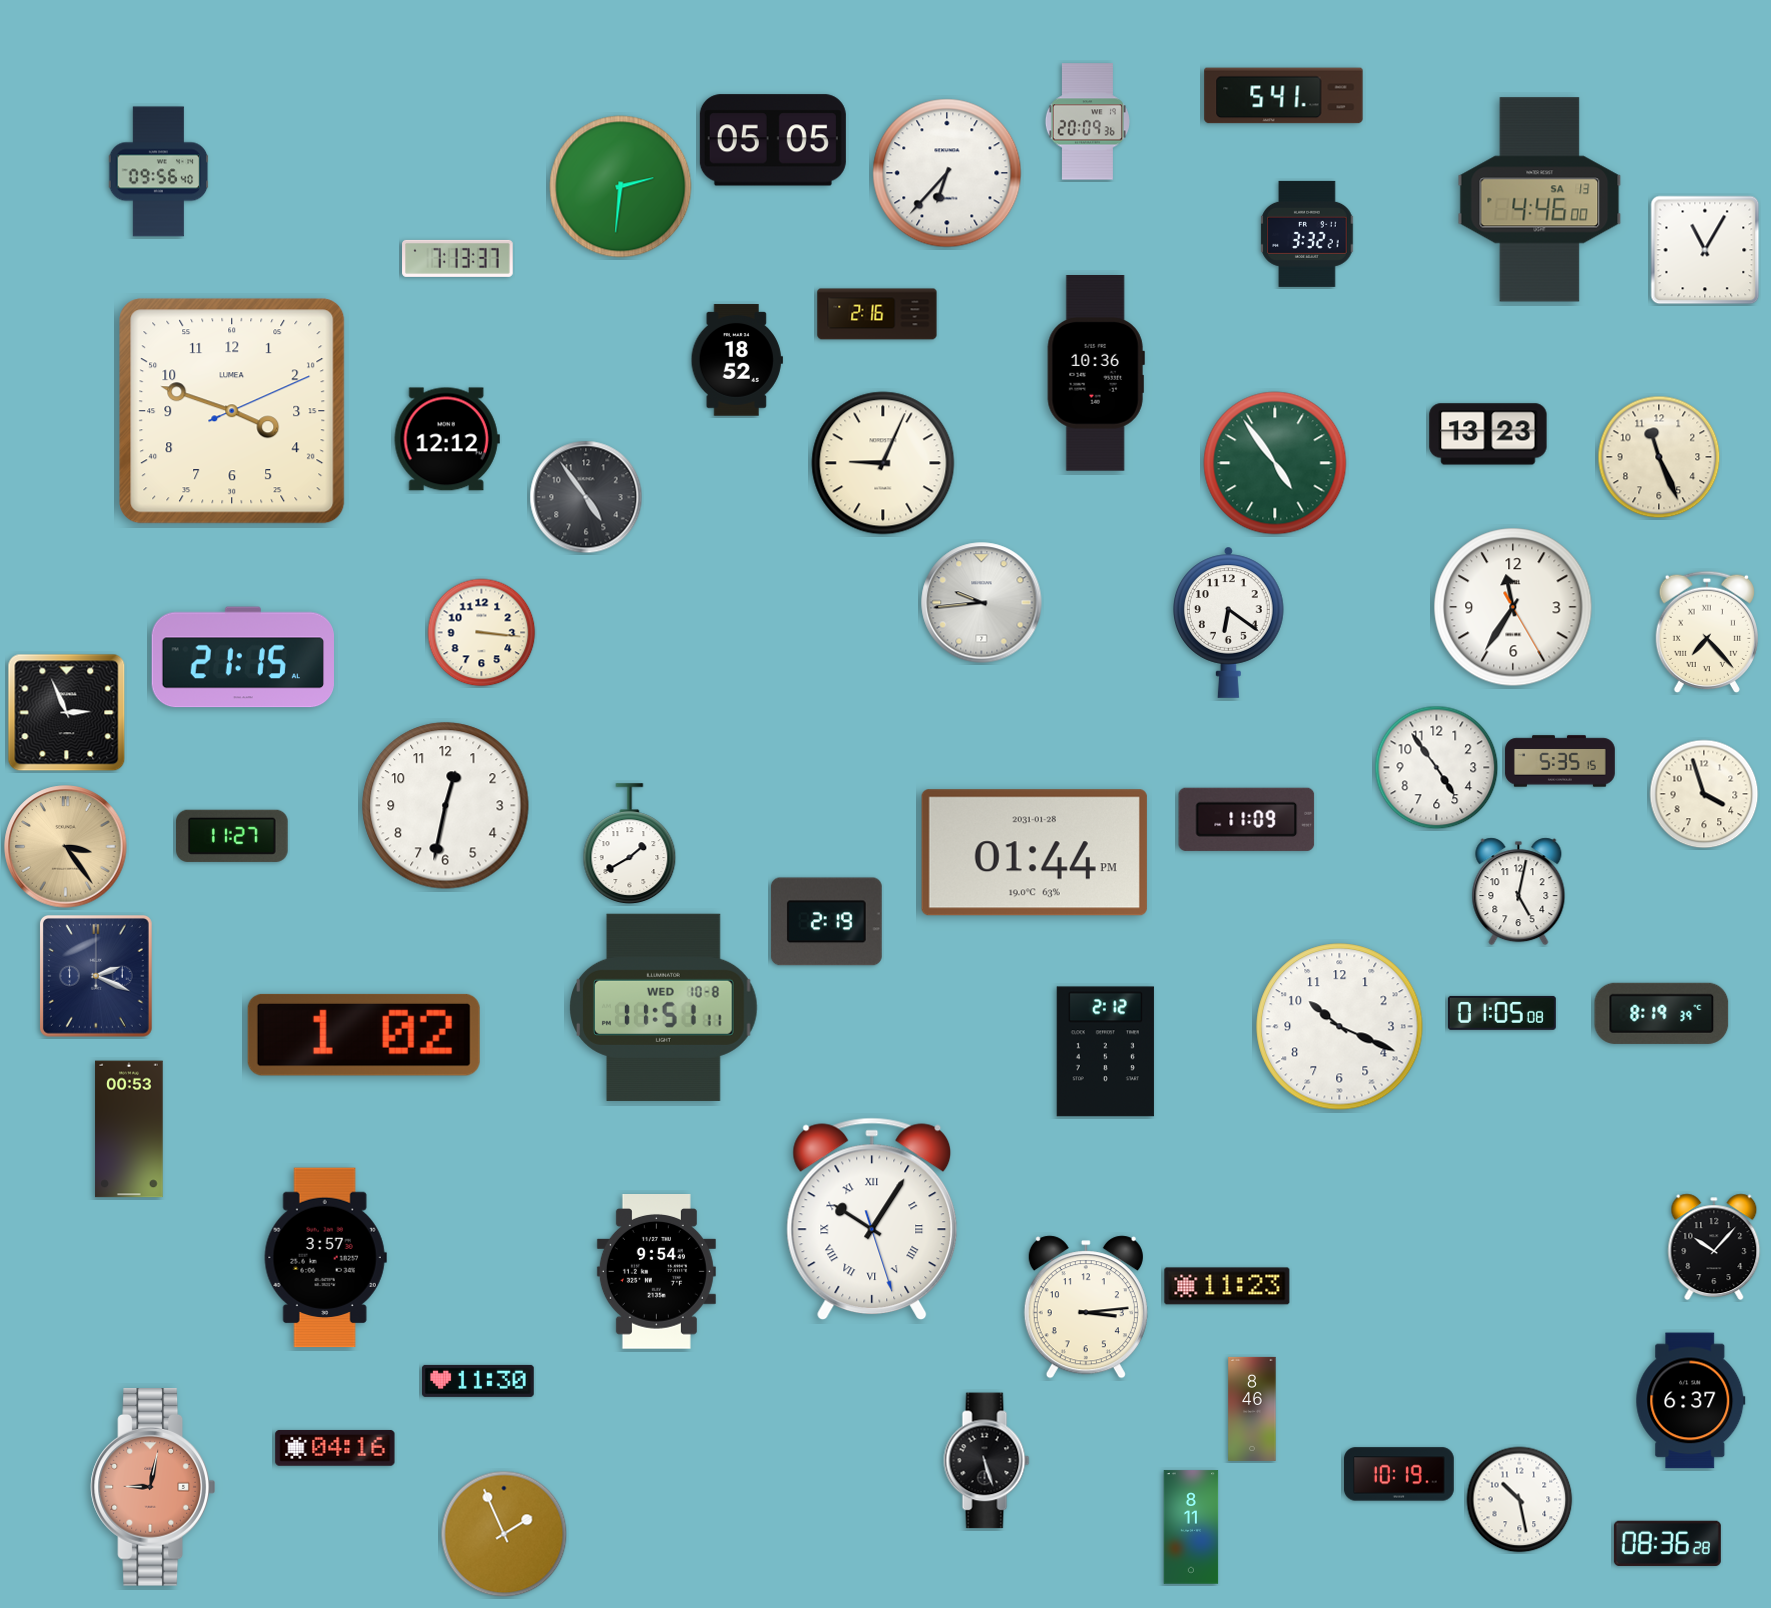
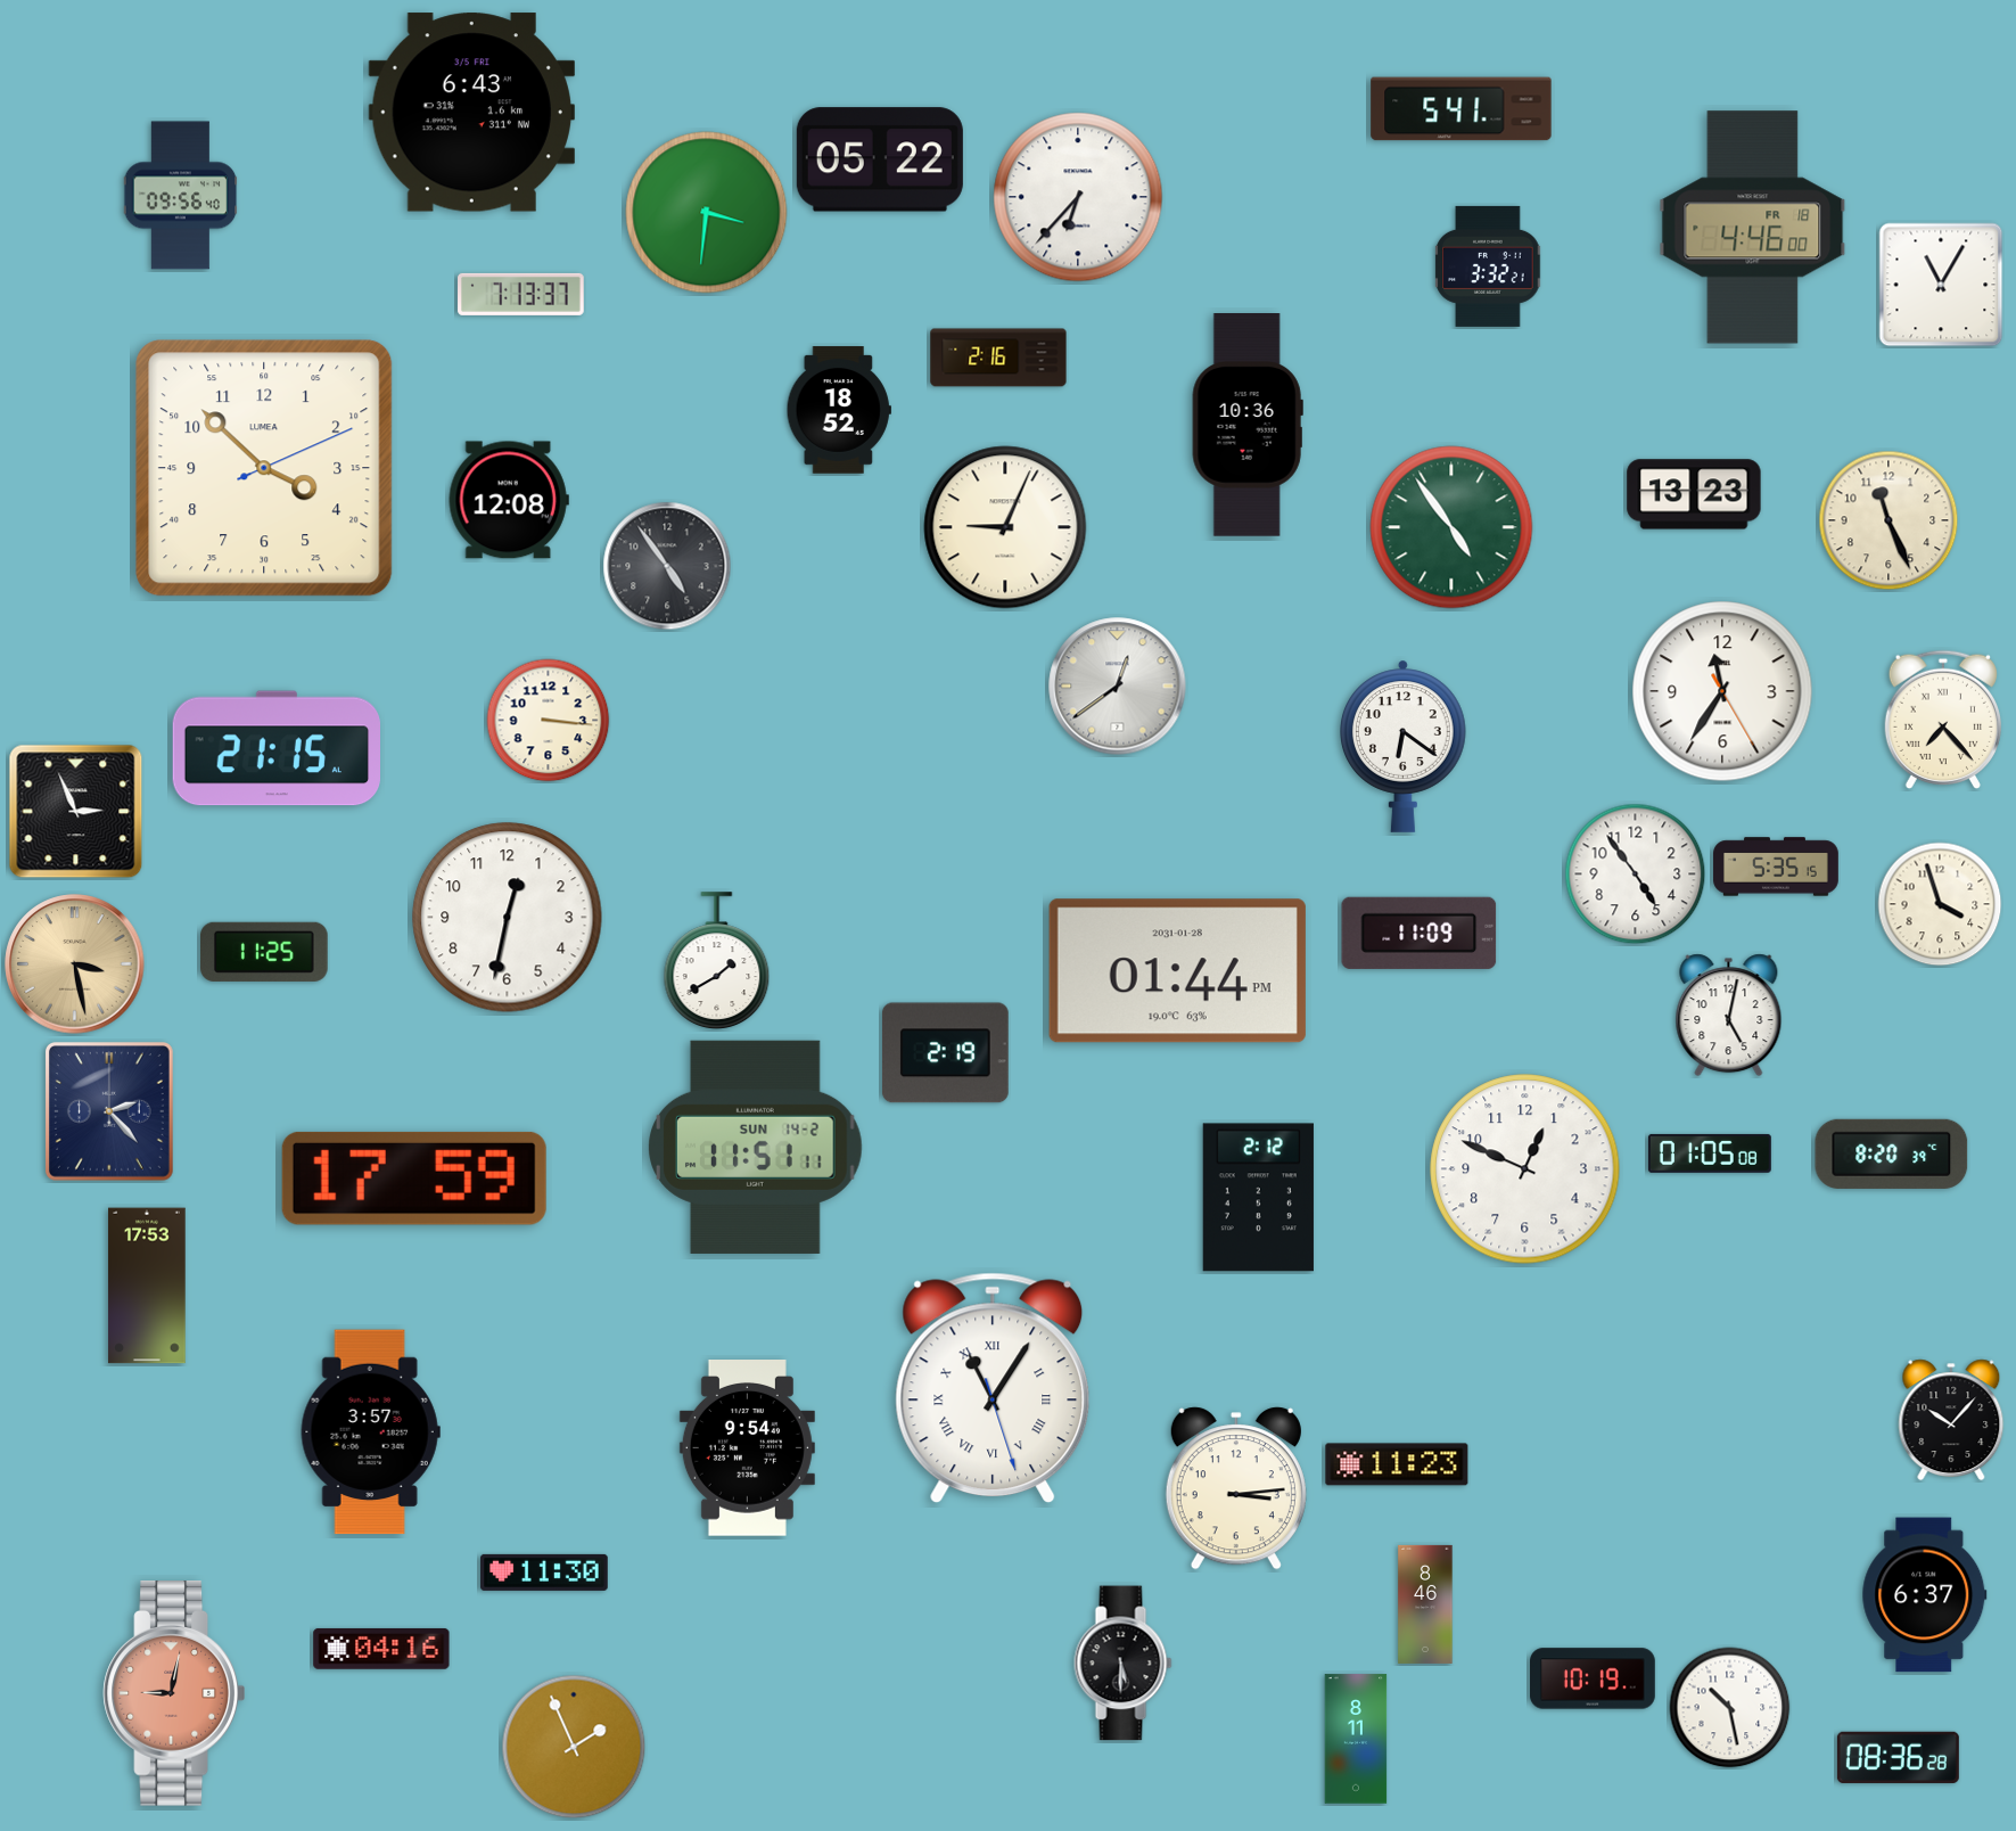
clock at (471, 113): none -> 6:43
clock at (1087, 122): 20:09 -> none
clock at (773, 140): 05:05 -> 05:22
clock at (621, 187): 2:31 -> 3:31
clock at (1540, 200) date: SA 13 -> FR 18
clock at (232, 411): 3:48 -> 3:52
clock at (447, 439): 12:12 -> 12:08
clock at (982, 603): 9:44 -> 12:39
clock at (1229, 622) position: (1229, 622) -> (1404, 746)
clock at (233, 836): 11:27 -> 11:25
clock at (66, 847): 3:24 -> 3:28
clock at (826, 922) position: (826, 922) -> (945, 1053)
clock at (96, 977): 2:19 -> 2:23
clock at (664, 1007) date: WED 10-8 -> SUN 14-2
clock at (1662, 1013): 8:19 -> 8:20
clock at (1340, 1027): 10:19 -> 12:49
clock at (364, 1035): 1:02 -> 17:59
clock at (129, 1129): 00:53 -> 17:53
clock at (872, 1219): 10:05 -> 11:05
clock at (987, 1461): 5:27 -> 5:30
